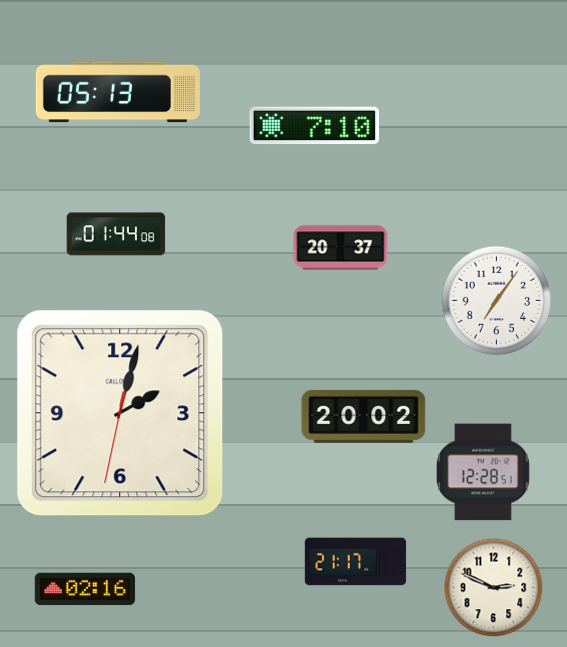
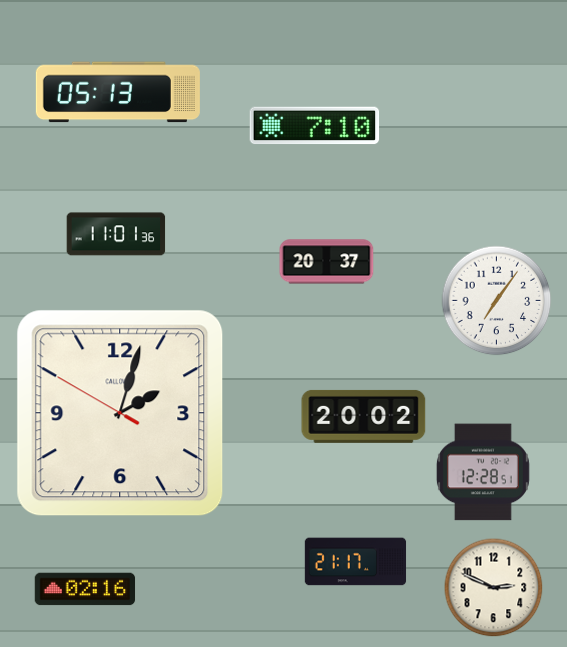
clock at (116, 234): 01:44 -> 11:01
clock at (341, 248) position: (341, 248) -> (327, 262)
clock at (120, 413): 2:02:32 -> 2:02:50
